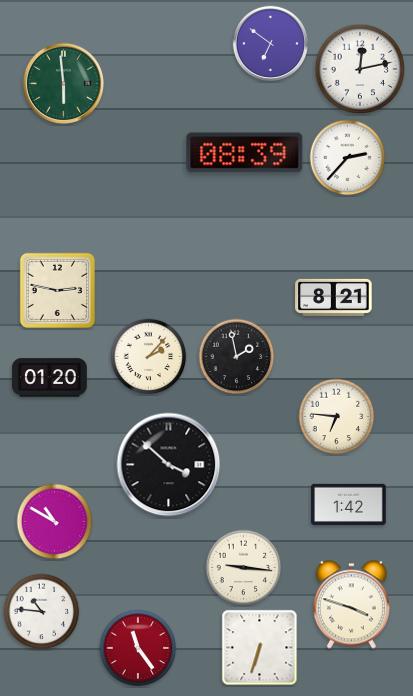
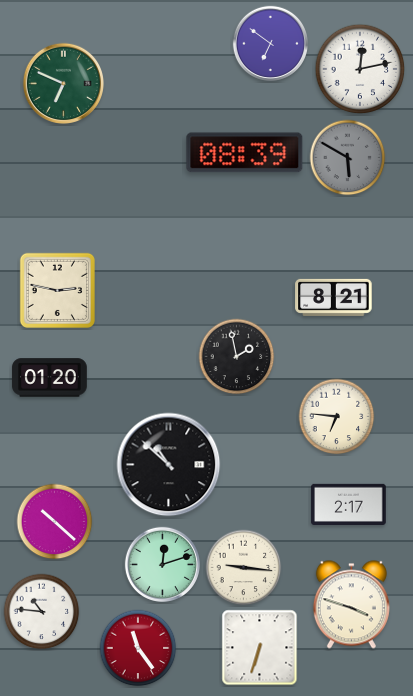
clock at (64, 84): 5:59 -> 6:49
clock at (348, 158): 2:37 -> 5:50
clock at (348, 158) dial: white -> grey
clock at (149, 357): 2:07 -> none
clock at (169, 465): 3:52 -> 10:52
clock at (349, 504): 1:42 -> 2:17
clock at (55, 522): 10:50 -> 10:22
clock at (162, 564): none -> 12:12
